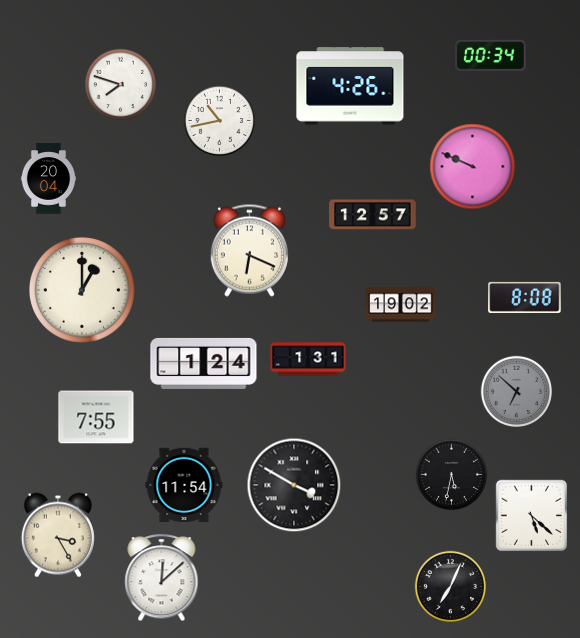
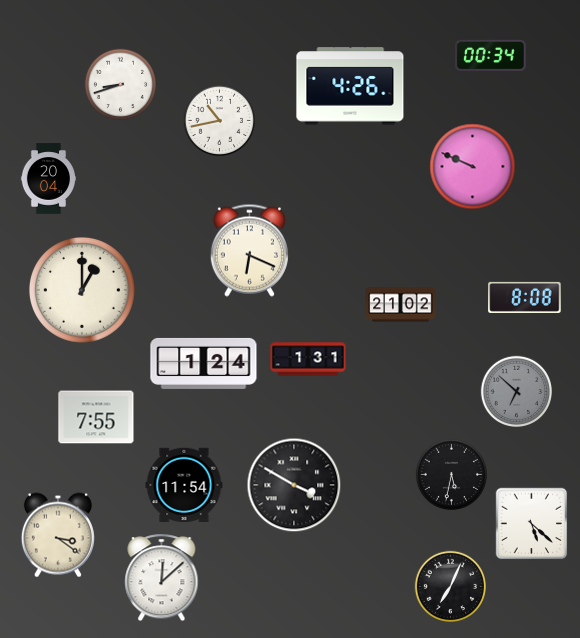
clock at (120, 84): 7:48 -> 8:42
clock at (373, 215): 12:57 -> none
clock at (401, 305): 19:02 -> 21:02
clock at (532, 516) position: (532, 516) -> (532, 524)
clock at (58, 535): 3:25 -> 3:21
